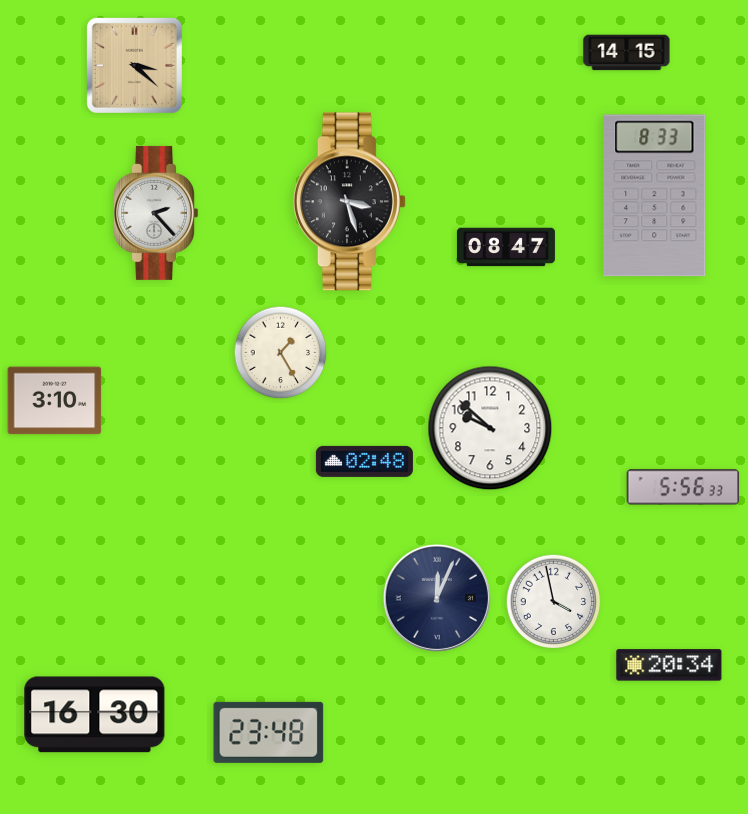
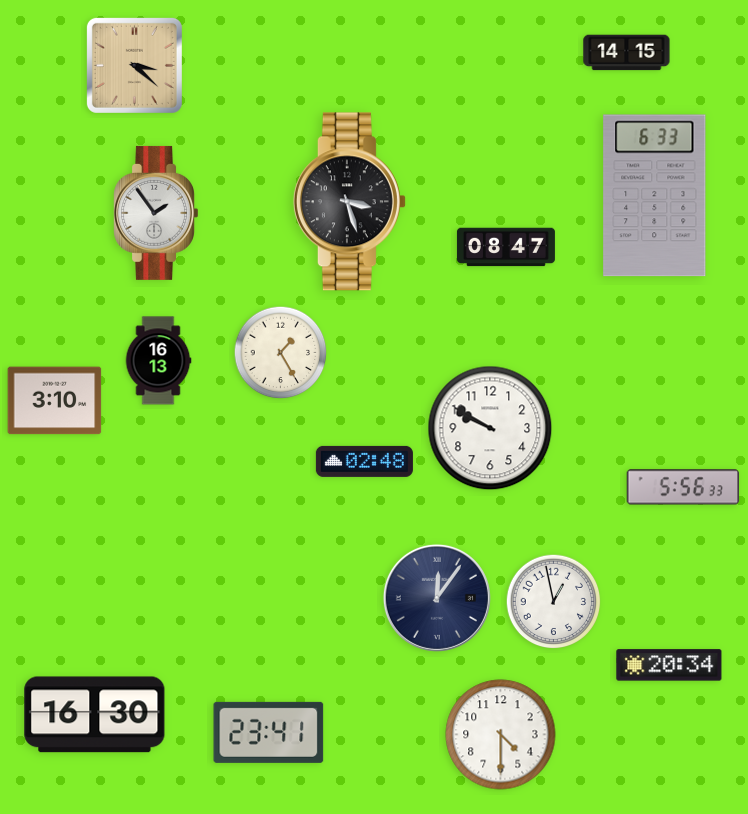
clock at (655, 196): 8:33 -> 6:33
clock at (155, 213): 2:23 -> 1:54
clock at (158, 361): none -> 16:13
clock at (490, 428): 9:52 -> 9:50
clock at (437, 598): 12:04 -> 12:06
clock at (554, 602): 3:58 -> 12:58
clock at (269, 732): 23:48 -> 23:41
clock at (501, 735): none -> 4:30
